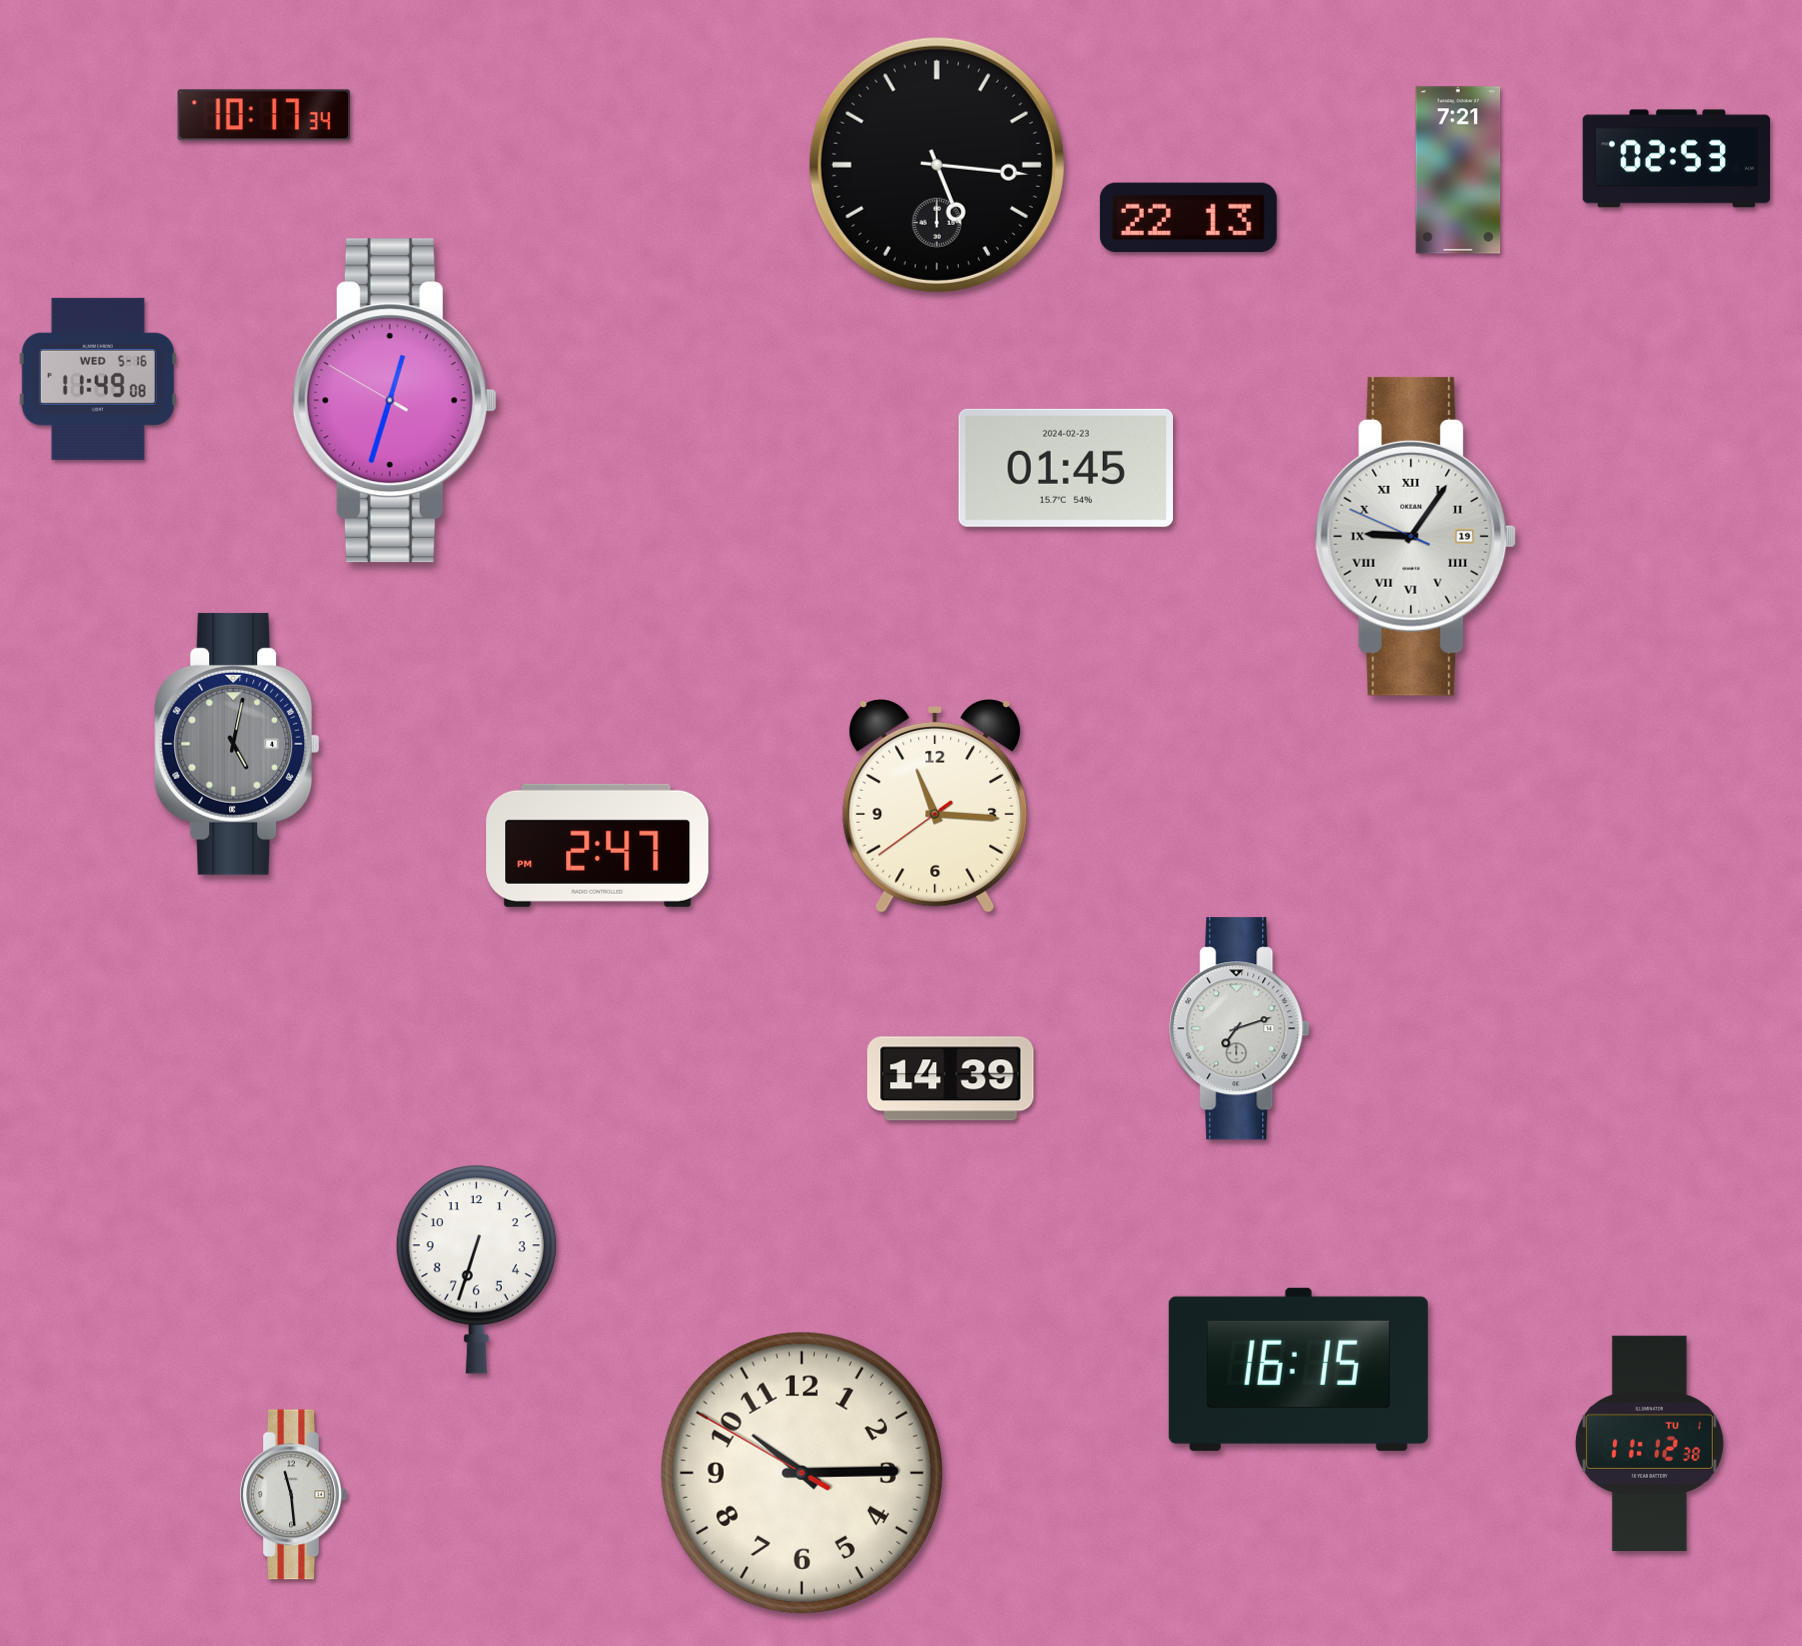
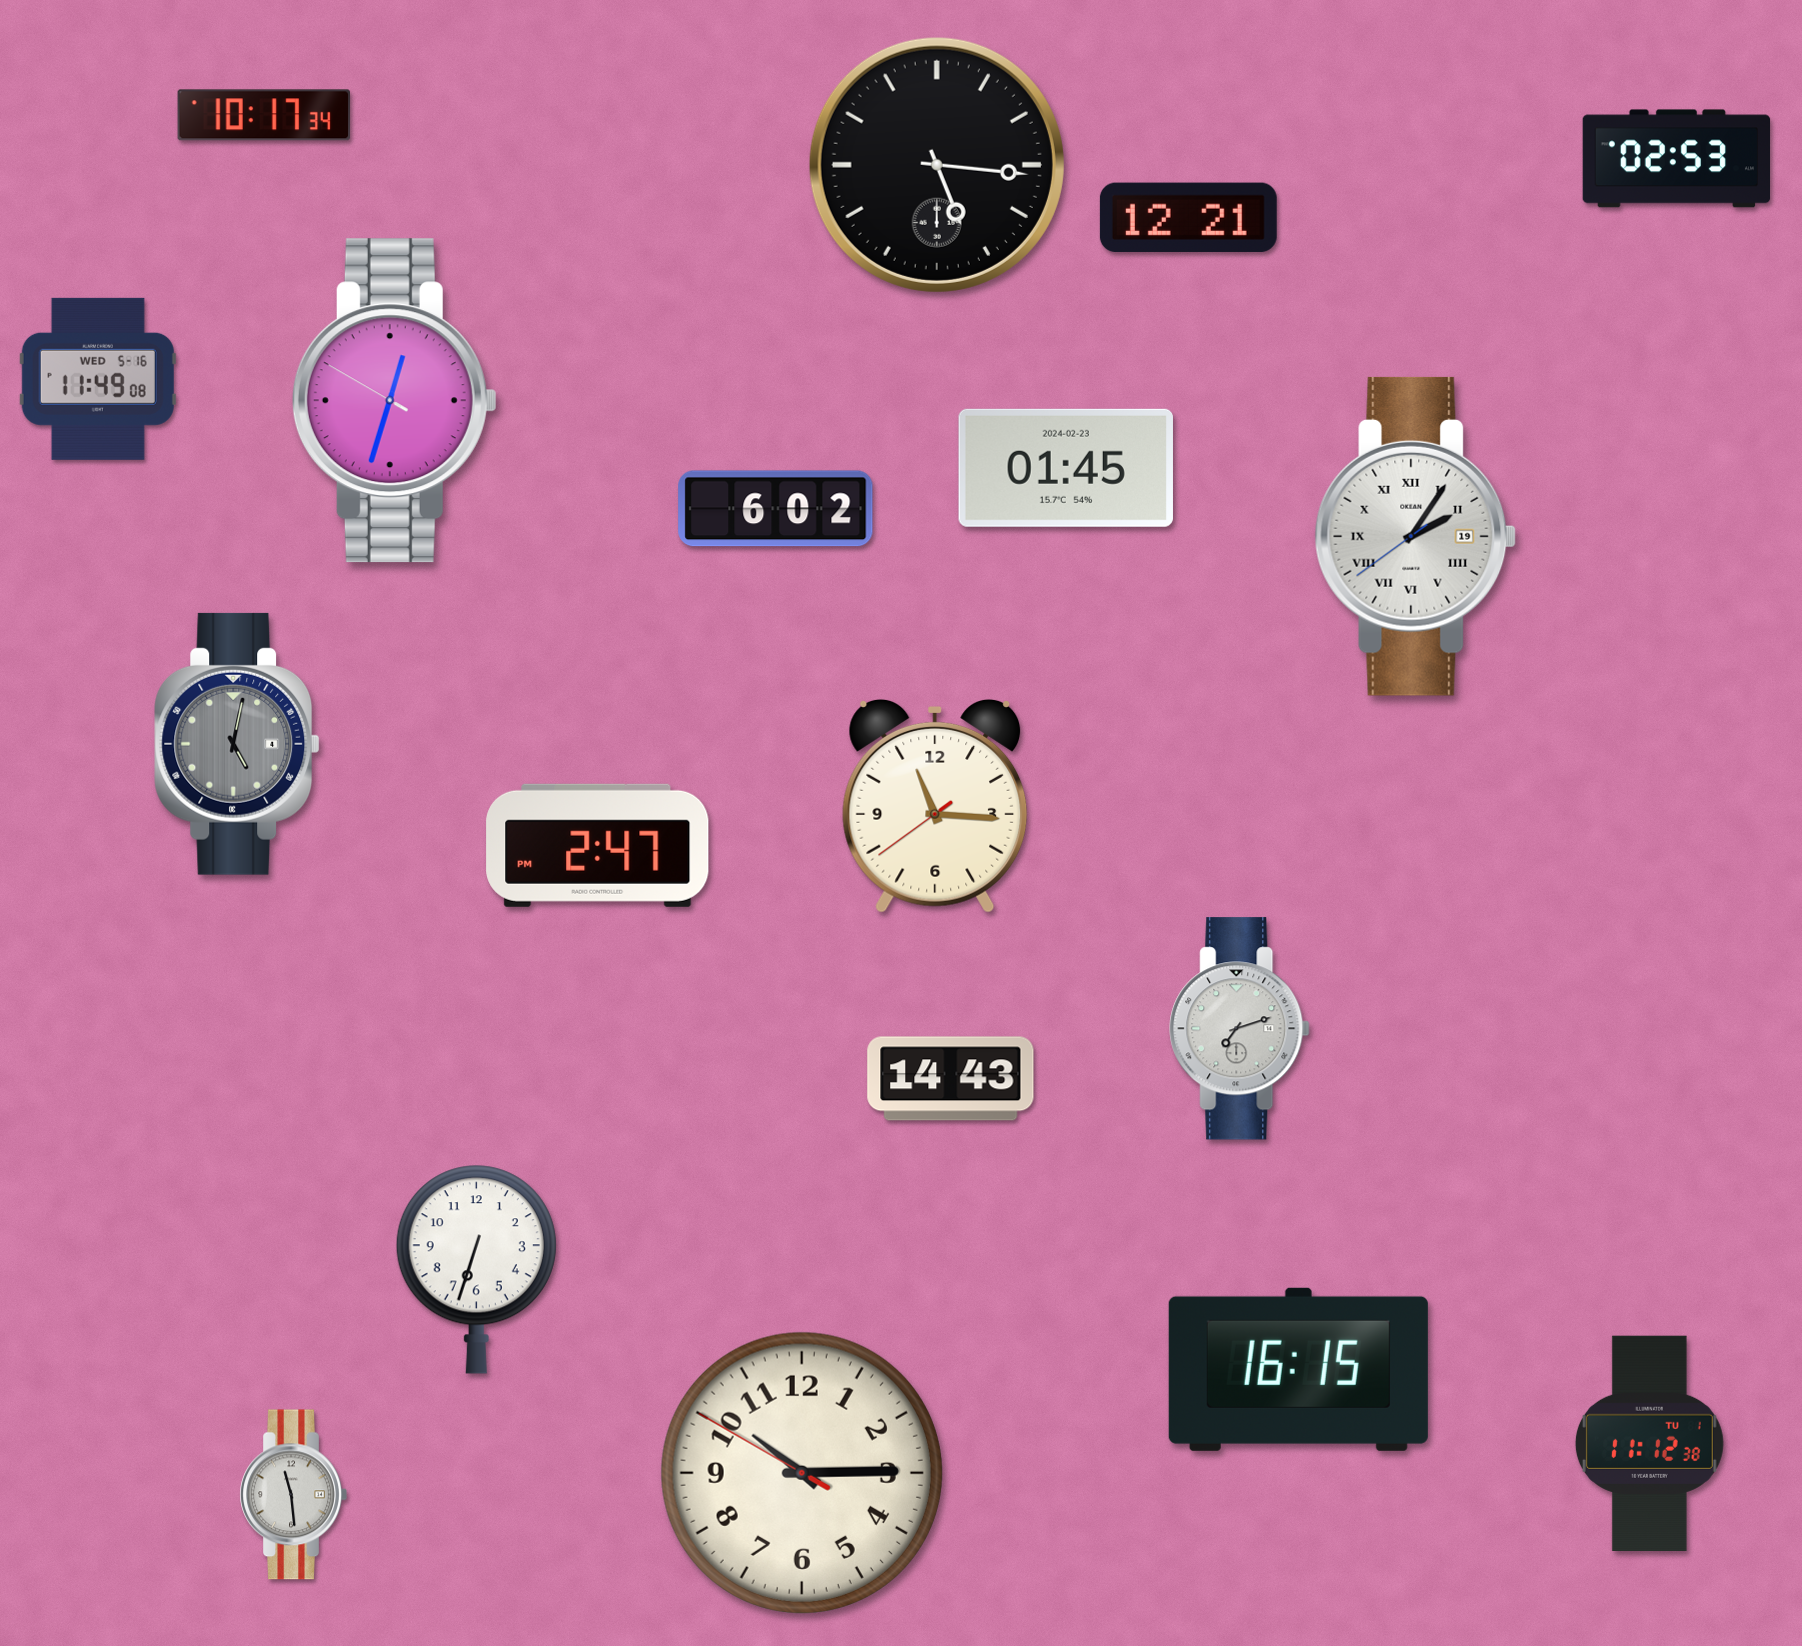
clock at (1458, 170): 7:21 -> none
clock at (1188, 217): 22:13 -> 12:21
clock at (776, 509): none -> 6:02
clock at (1416, 536): 9:05 -> 2:05
clock at (951, 1079): 14:39 -> 14:43
